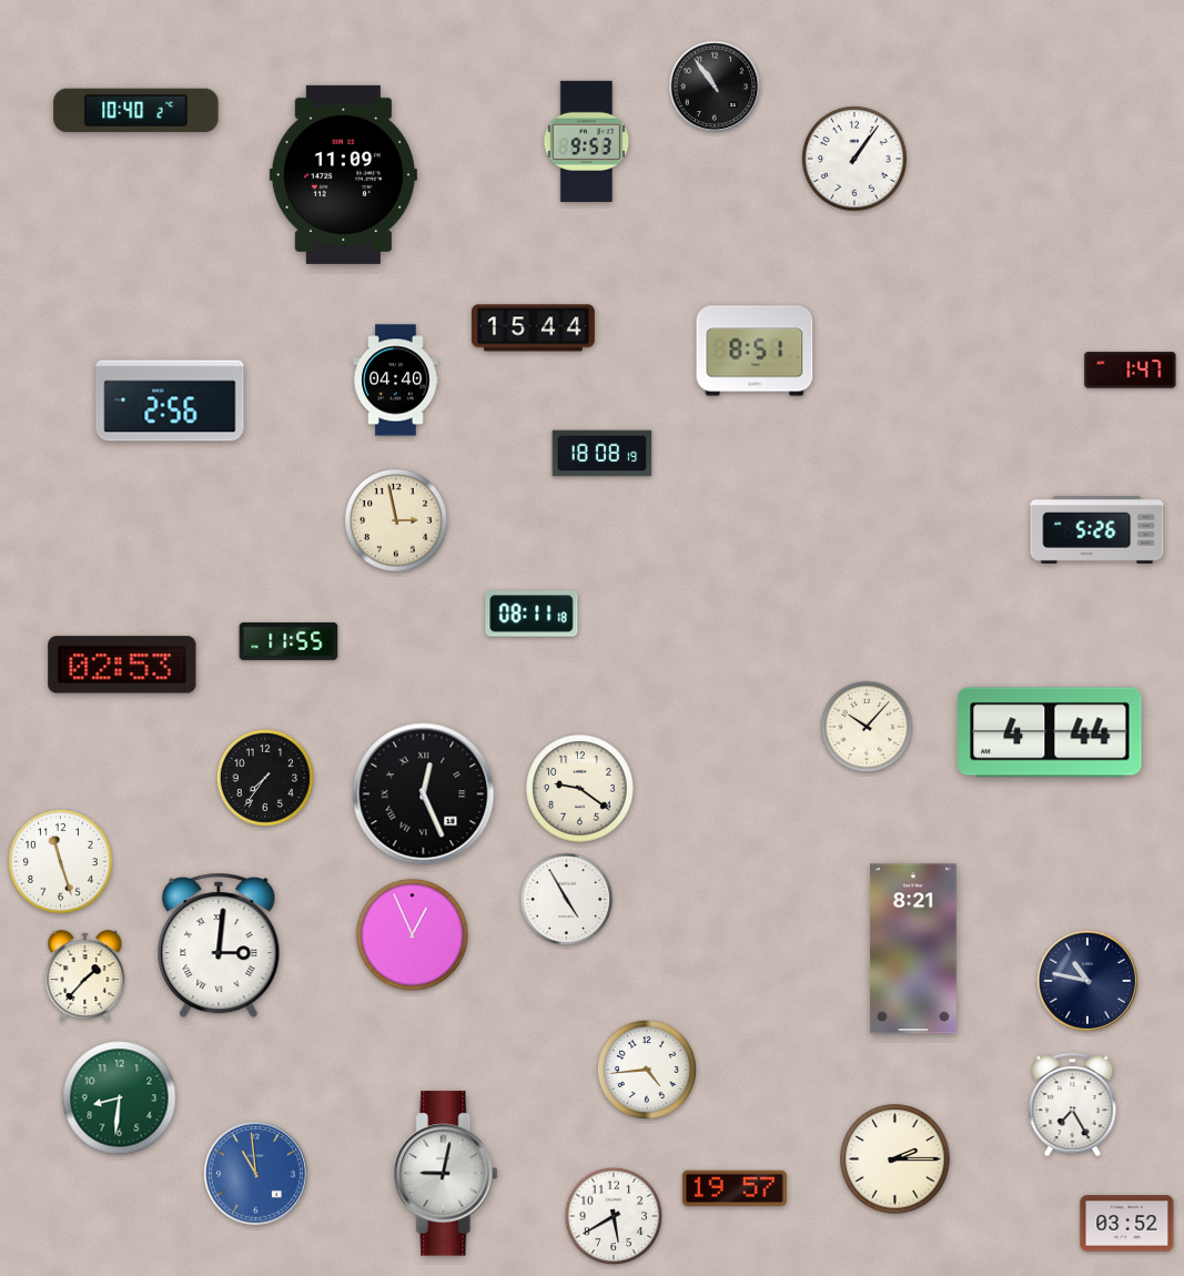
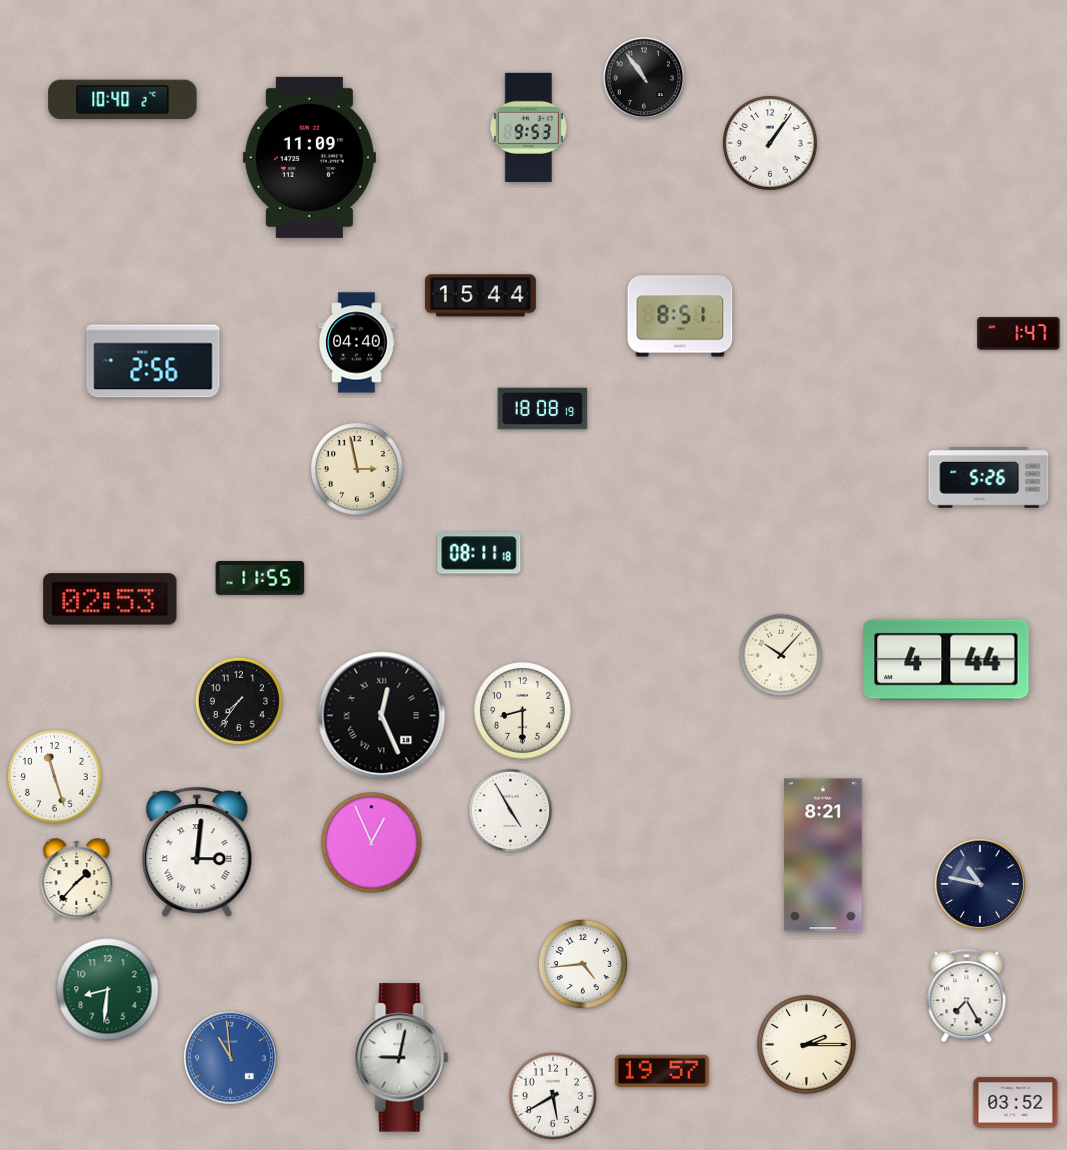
clock at (580, 789): 9:21 -> 8:30
